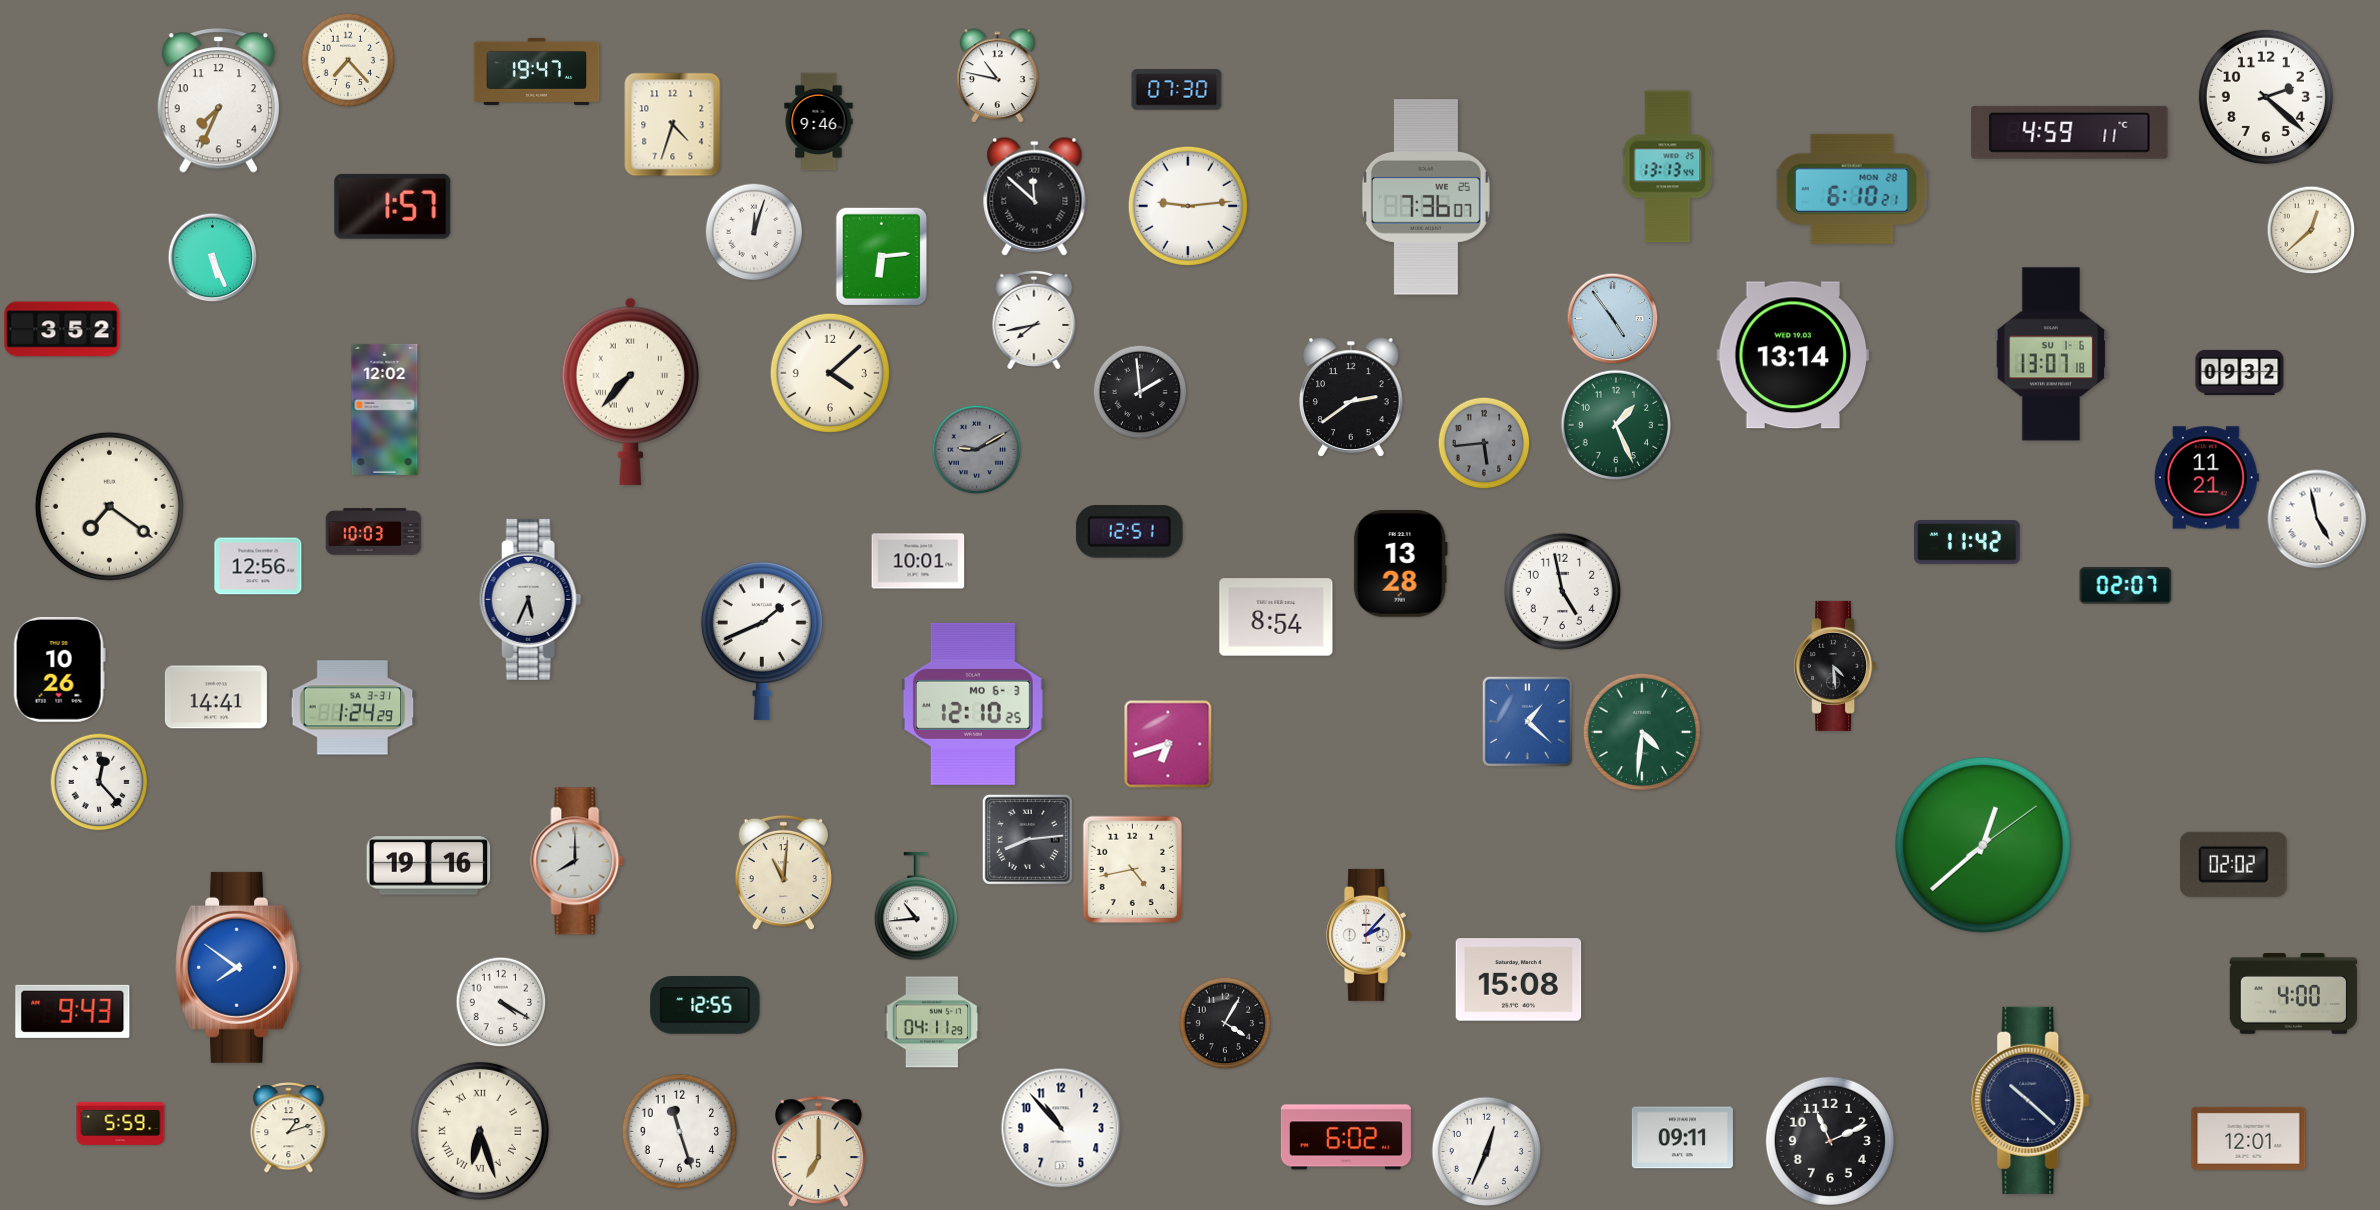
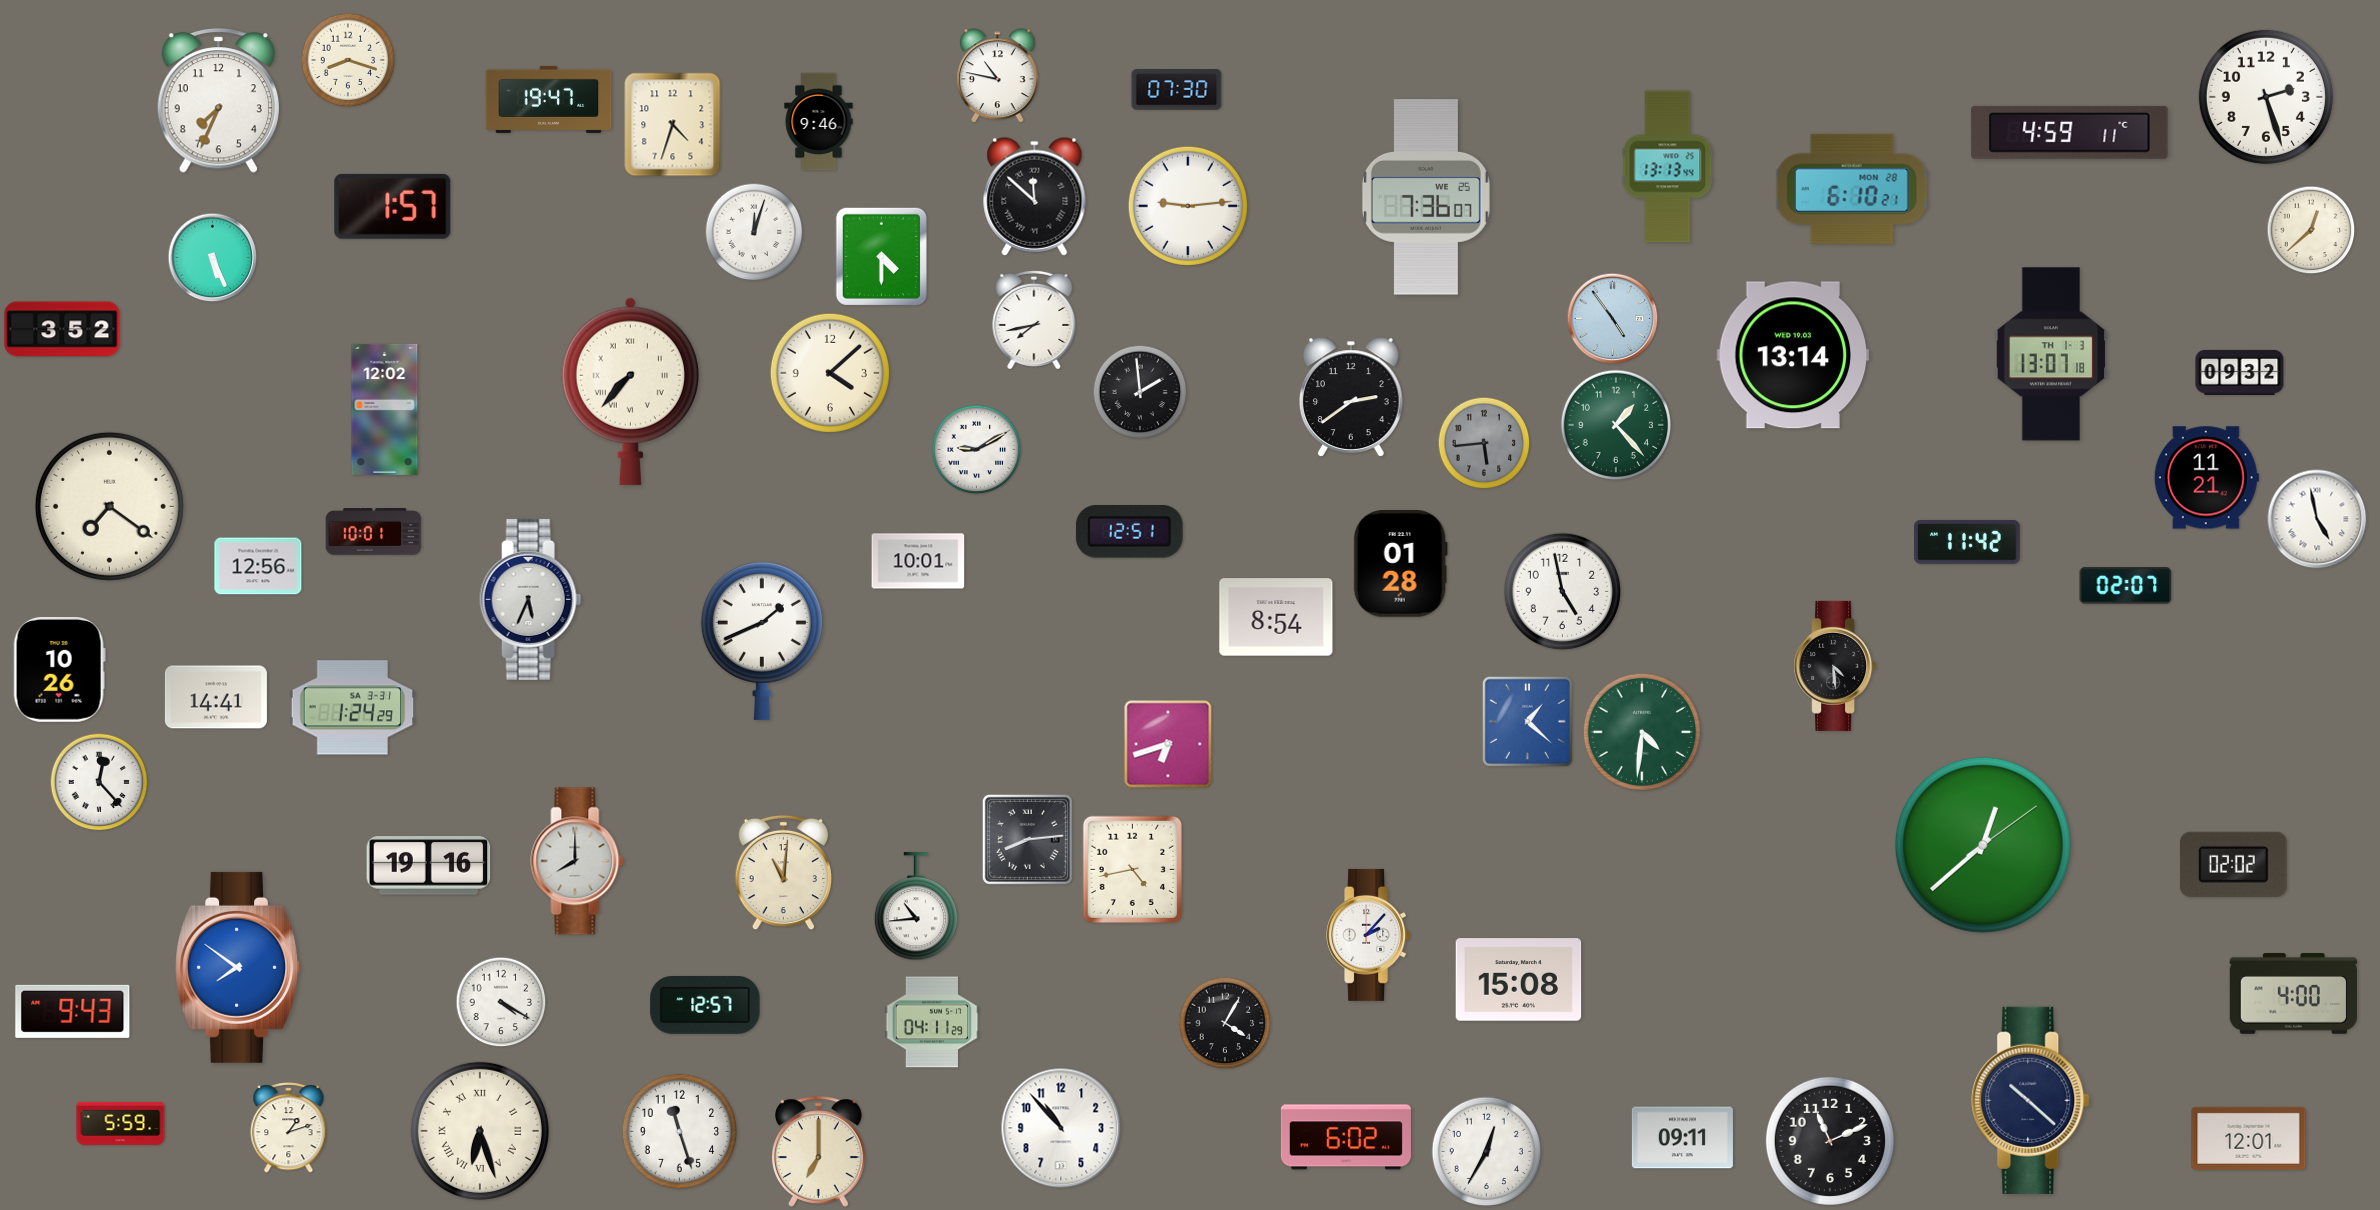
clock at (348, 60): 7:23 -> 8:18
clock at (537, 71) position: (537, 71) -> (549, 99)
clock at (2266, 97): 2:22 -> 2:27
clock at (881, 256): 6:14 -> 4:30
clock at (2051, 354) date: SU 1-6 -> TH 1-3
clock at (1616, 425): 1:26 -> 1:23
clock at (977, 450) dial: grey -> white
clock at (374, 532): 10:03 -> 10:01
clock at (1400, 564): 13:28 -> 01:28
clock at (973, 704): 12:10 -> none
clock at (705, 1006): 12:55 -> 12:57
clock at (1487, 1152): 12:34 -> 12:35
